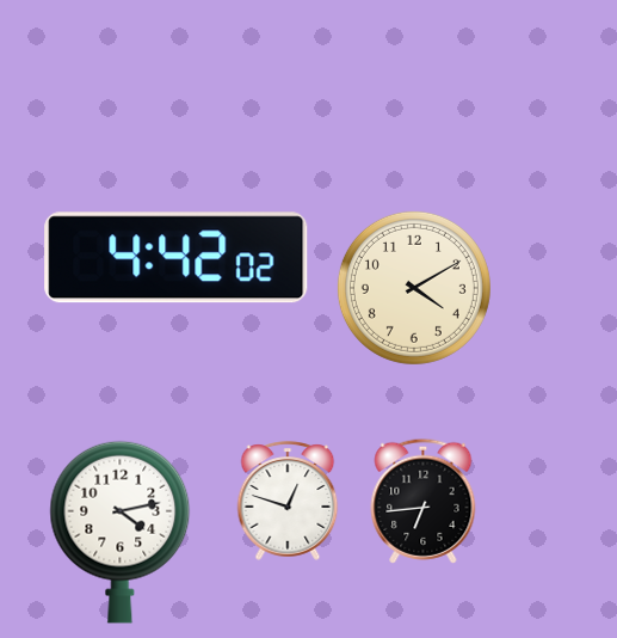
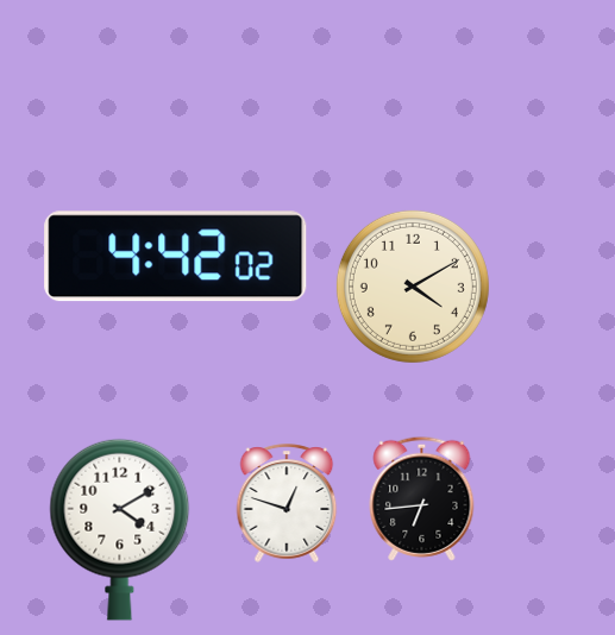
clock at (288, 501) position: (288, 501) -> (287, 503)
clock at (121, 532): 4:13 -> 4:10
